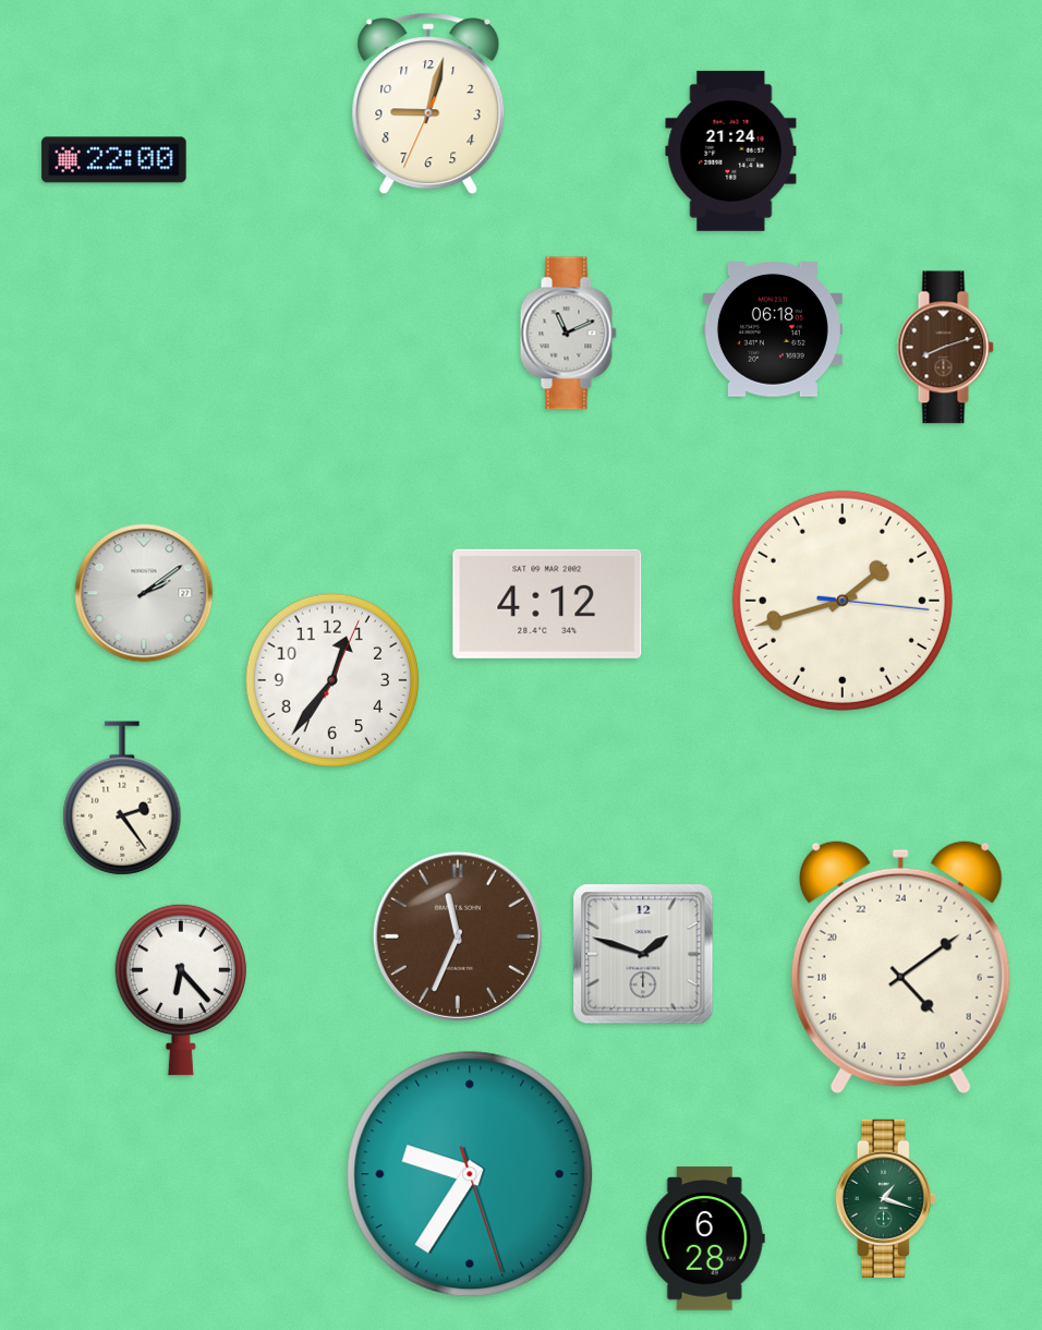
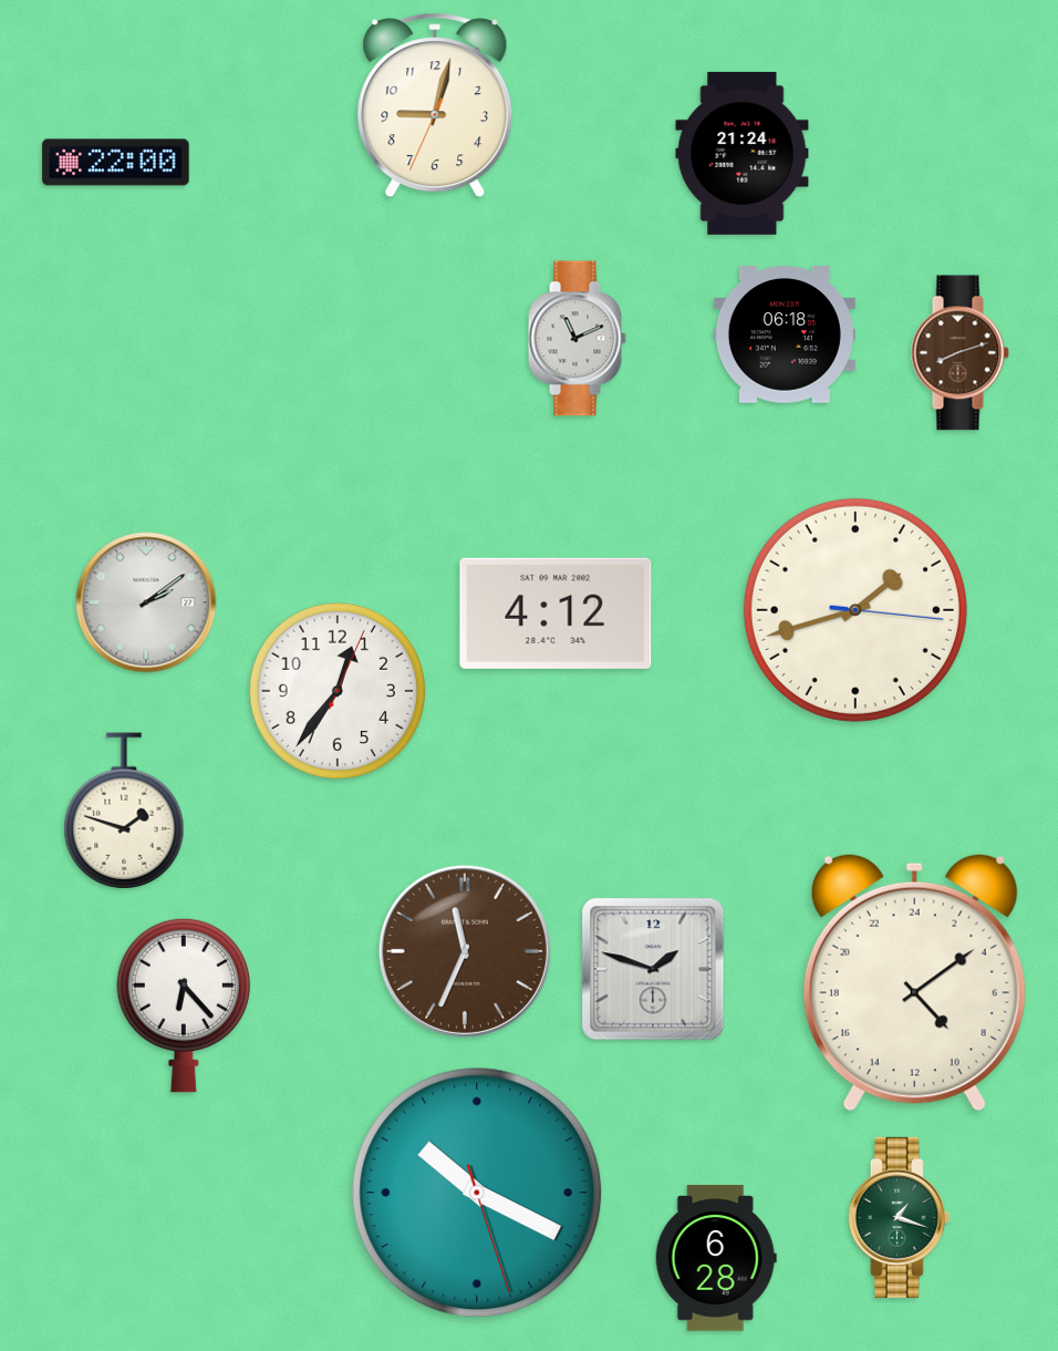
clock at (122, 798): 2:24 -> 1:48
clock at (470, 1174): 9:35 -> 10:19
